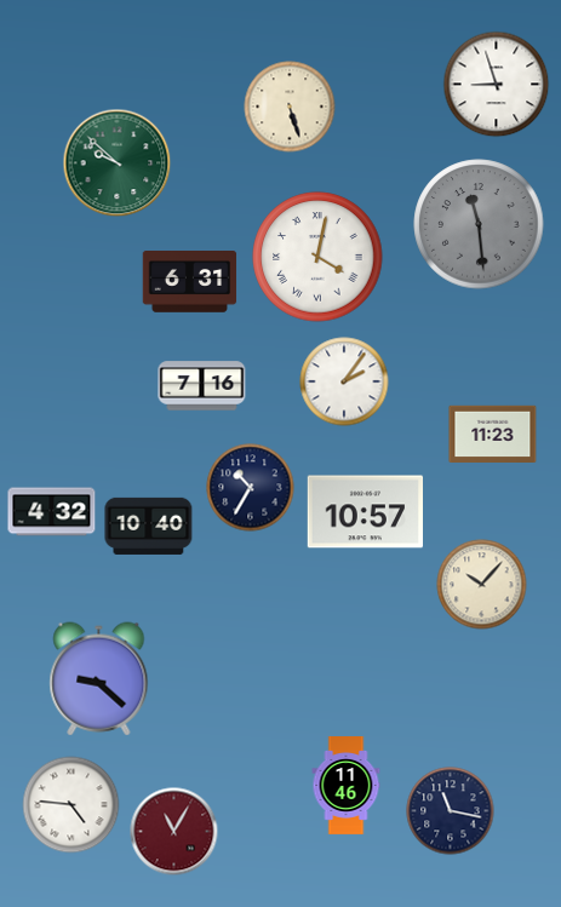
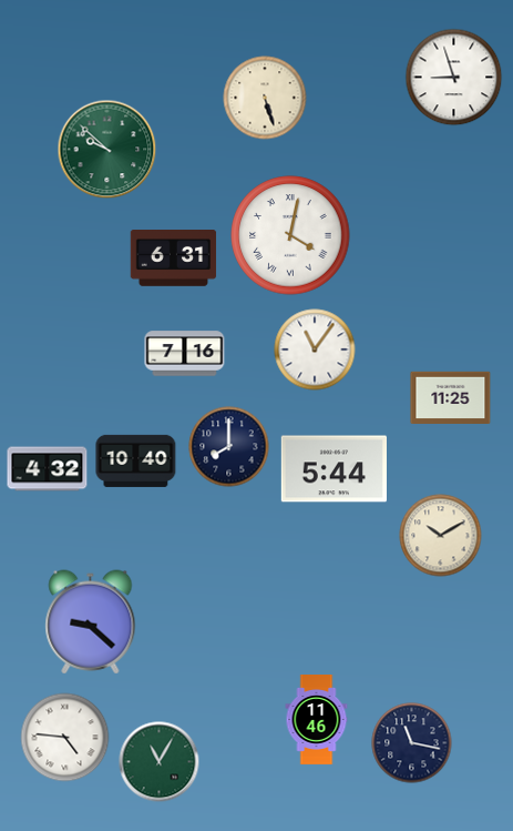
clock at (479, 224): 11:29 -> none
clock at (344, 381): 2:06 -> 11:06
clock at (493, 435): 11:23 -> 11:25
clock at (251, 488): 10:35 -> 8:00
clock at (365, 512): 10:57 -> 5:44
clock at (149, 526) position: (149, 526) -> (136, 460)
clock at (482, 585): 10:07 -> 10:10
clock at (174, 832) dial: burgundy -> green
